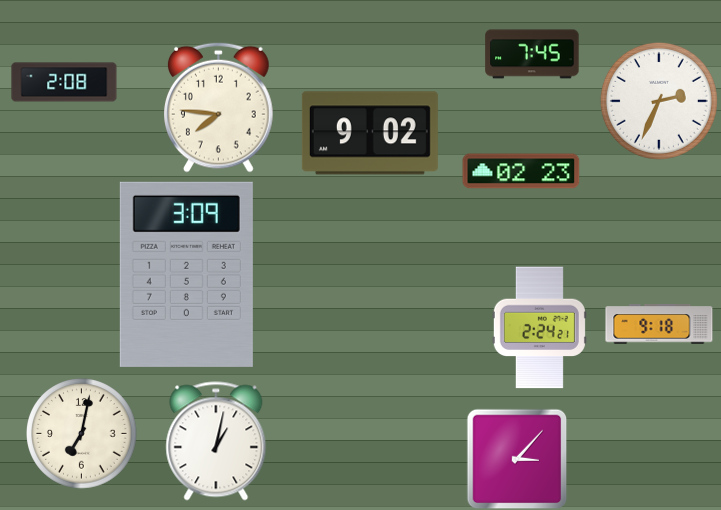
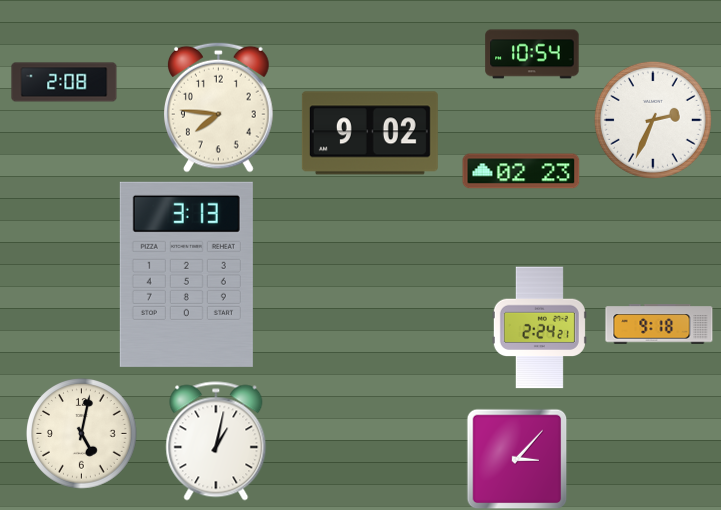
clock at (532, 54): 7:45 -> 10:54
clock at (659, 101) position: (659, 101) -> (653, 120)
clock at (186, 274): 3:09 -> 3:13
clock at (82, 434): 7:02 -> 5:02
